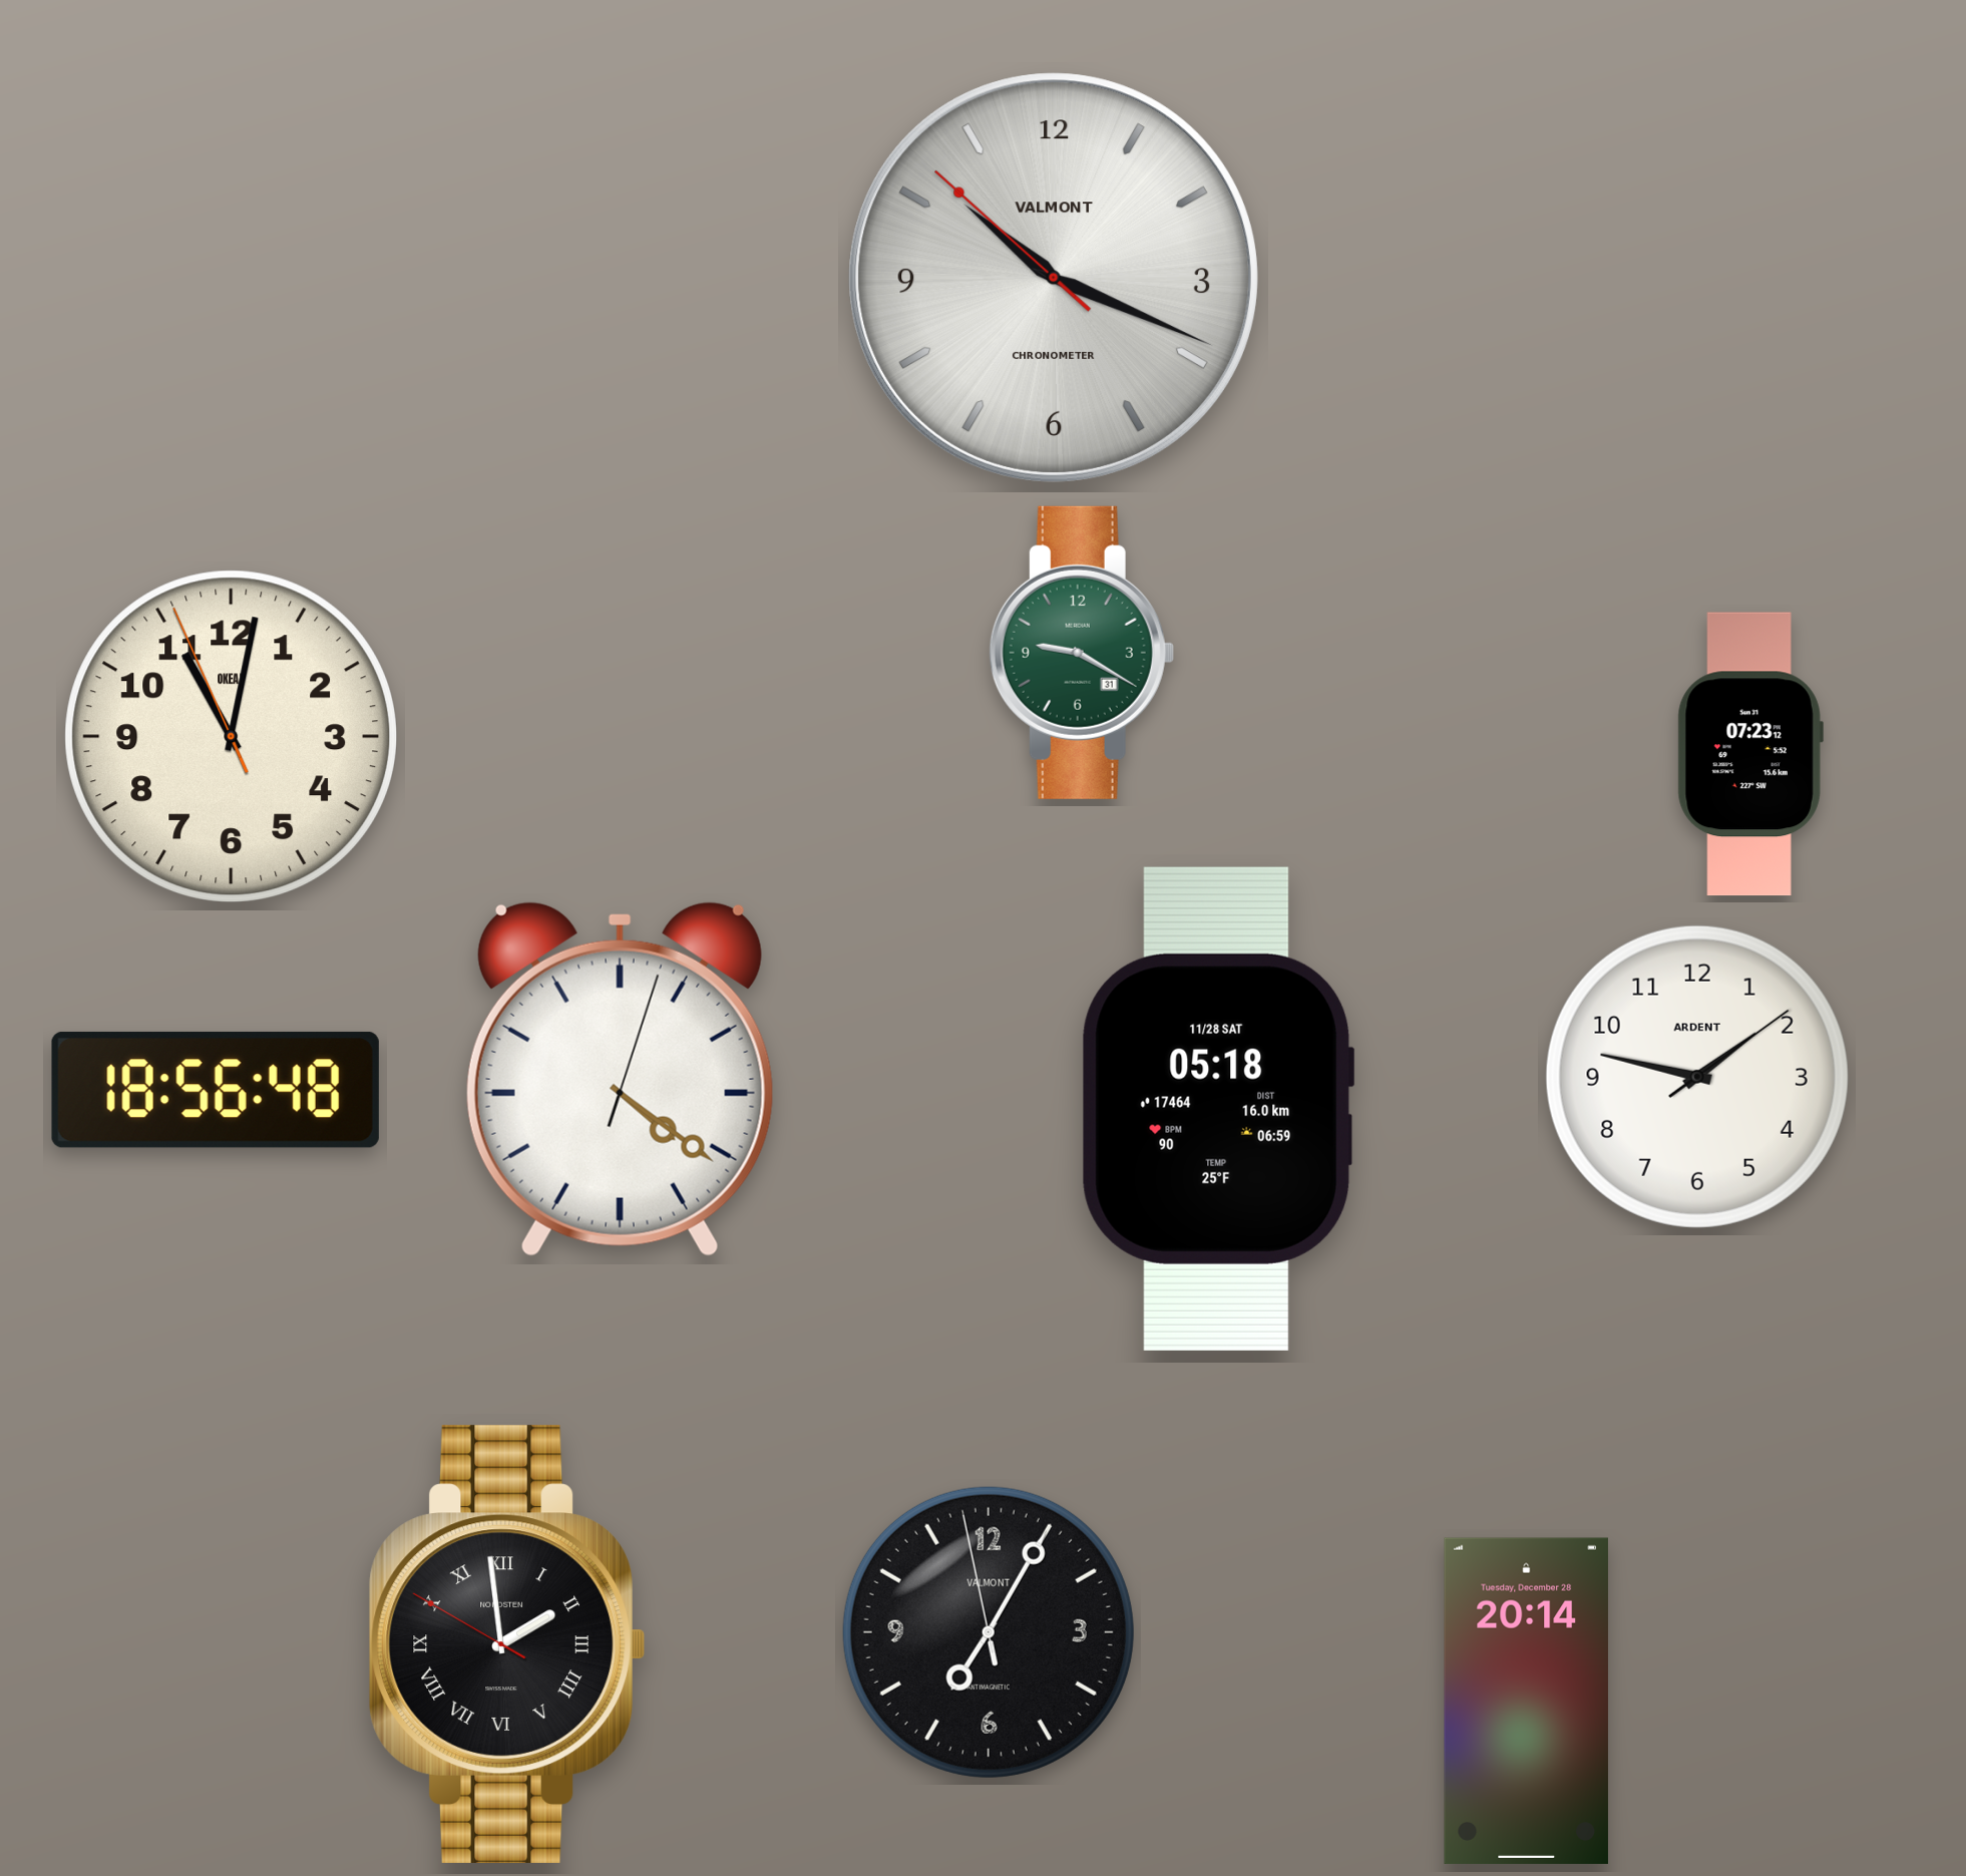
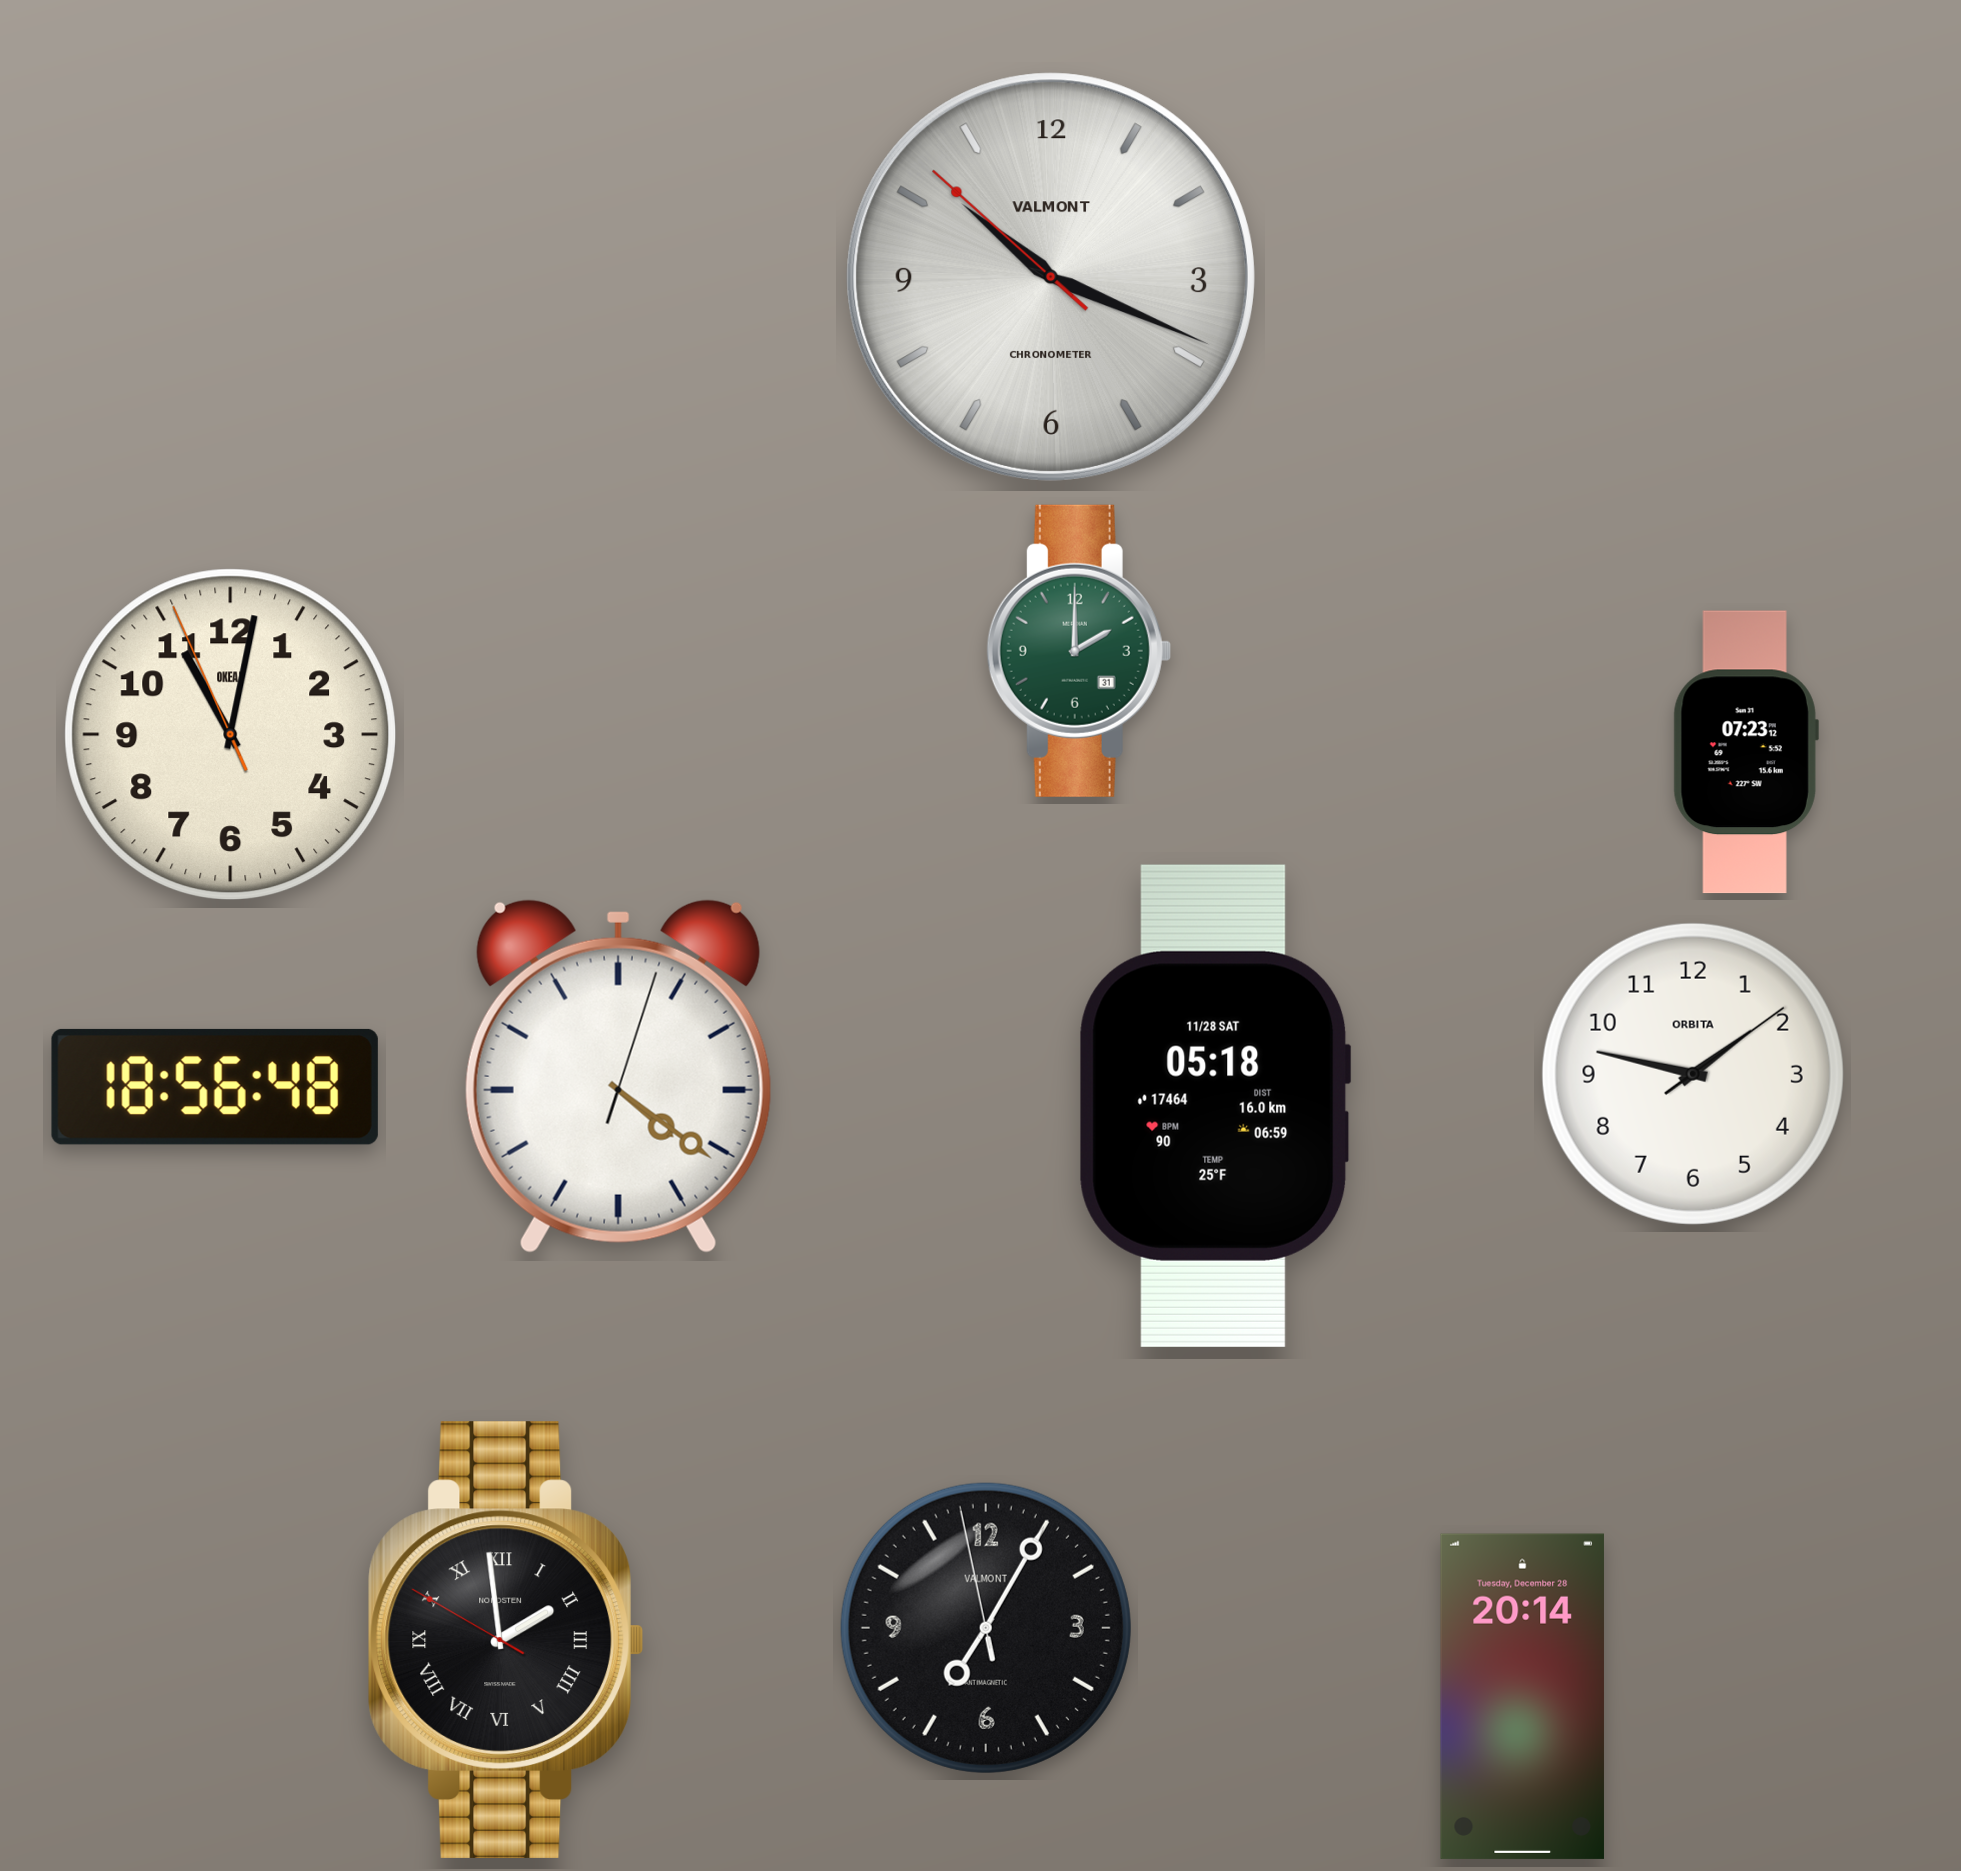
clock at (1082, 653): 9:20 -> 2:00
clock at (1697, 1077) brand: ARDENT -> ORBITA
